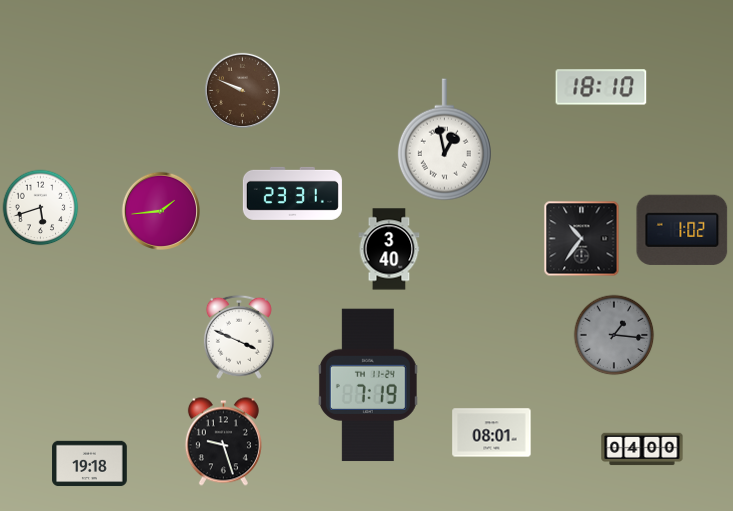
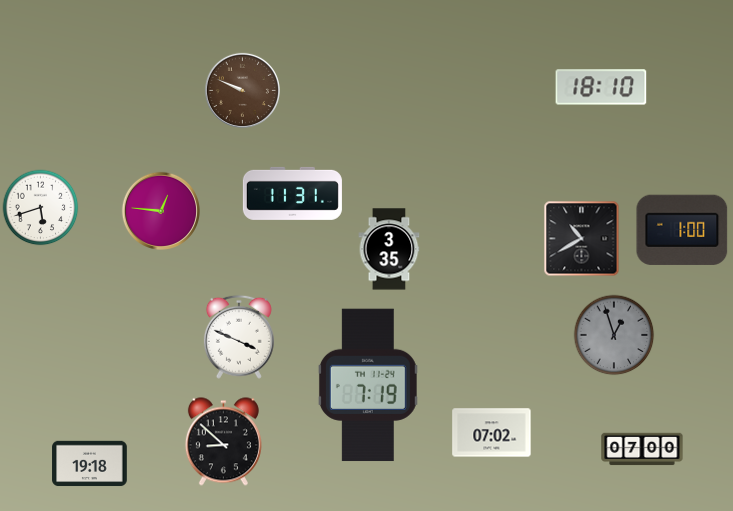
clock at (444, 140): 12:58 -> none
clock at (292, 193): 23:31 -> 11:31
clock at (161, 211): 1:44 -> 12:46
clock at (682, 230): 1:02 -> 1:00
clock at (582, 239): 10:36 -> 10:40
clock at (389, 249): 3:40 -> 3:35
clock at (614, 335): 1:16 -> 12:57
clock at (492, 433): 08:01 -> 07:02
clock at (223, 442): 9:27 -> 8:52
clock at (642, 449): 04:00 -> 07:00
